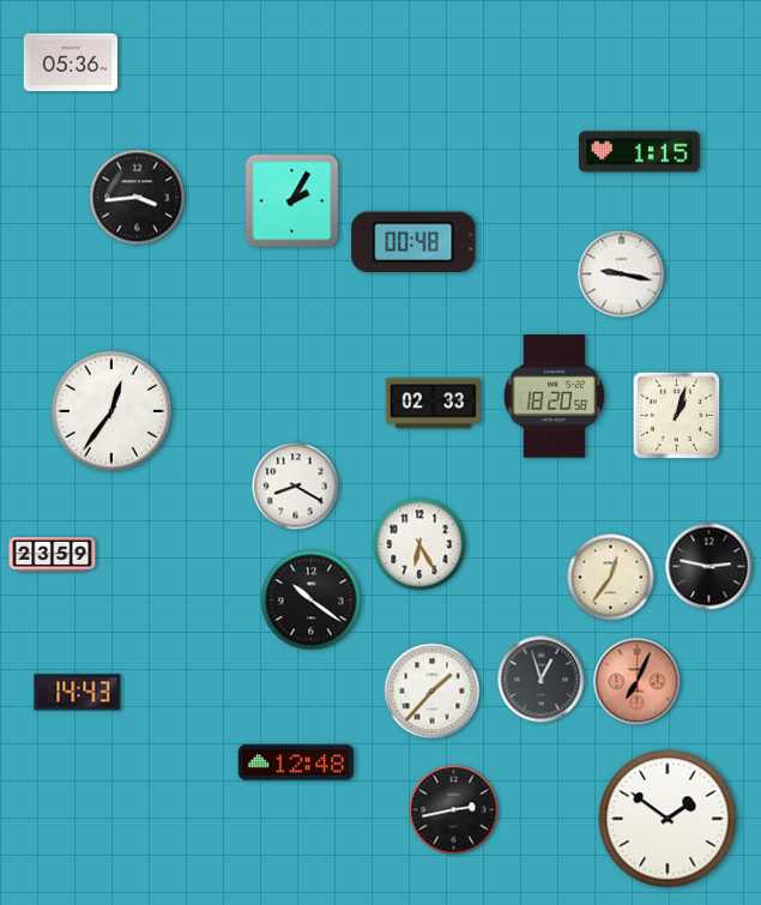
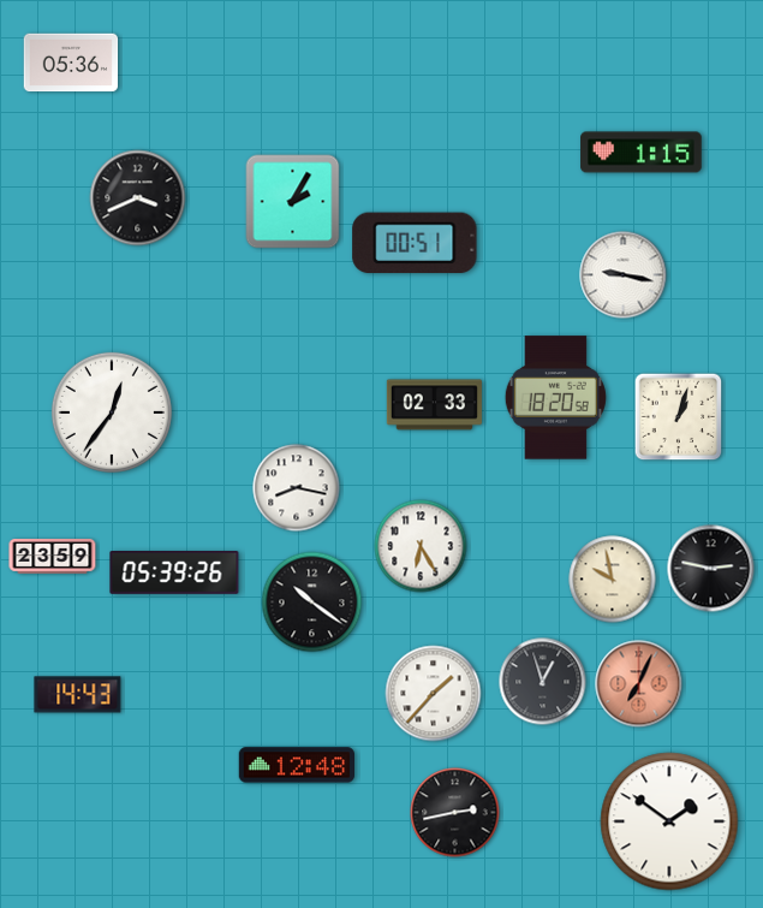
clock at (138, 198): 3:44 -> 3:41
clock at (413, 242): 00:48 -> 00:51
clock at (296, 487): 8:20 -> 8:17
clock at (174, 574): none -> 05:39
clock at (611, 578): 12:36 -> 9:58
